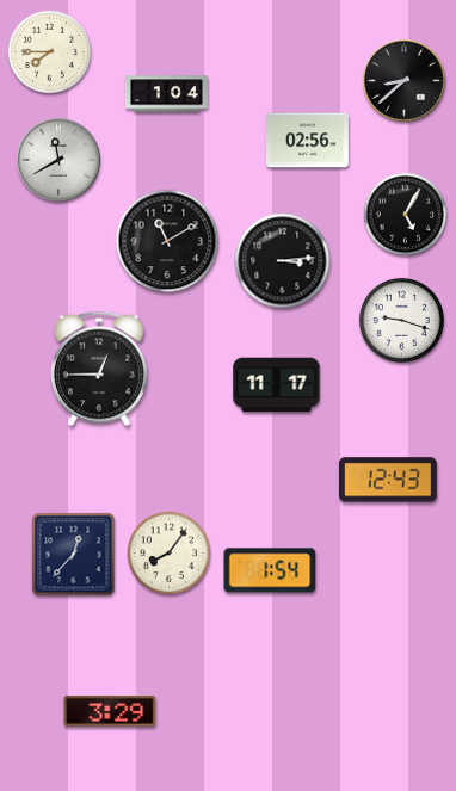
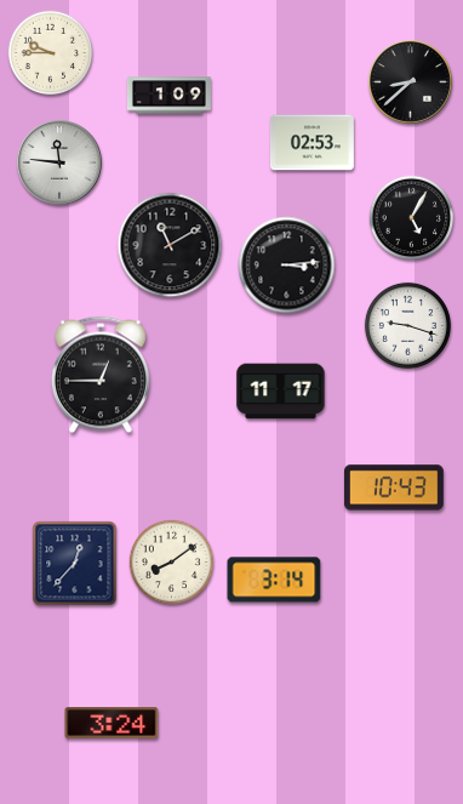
clock at (50, 52): 7:45 -> 9:45
clock at (166, 94): 1:04 -> 1:09
clock at (307, 141): 02:56 -> 02:53
clock at (58, 160): 11:40 -> 11:46
clock at (388, 480): 12:43 -> 10:43
clock at (170, 554): 8:06 -> 8:09
clock at (270, 570): 1:54 -> 3:14
clock at (110, 711): 3:29 -> 3:24
